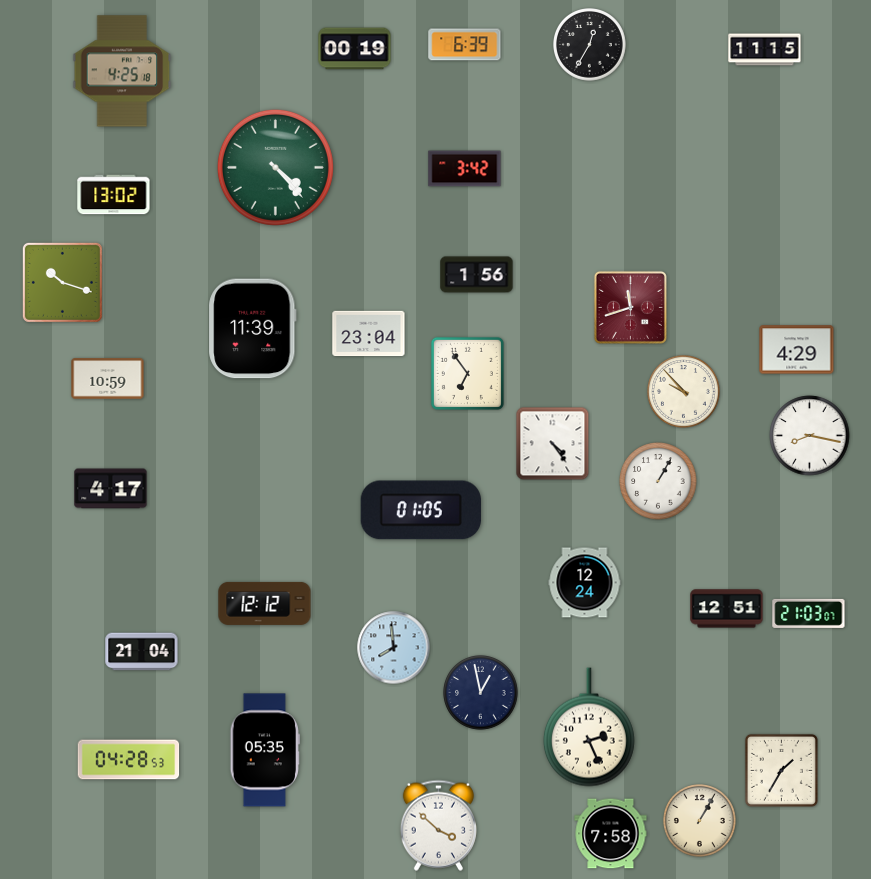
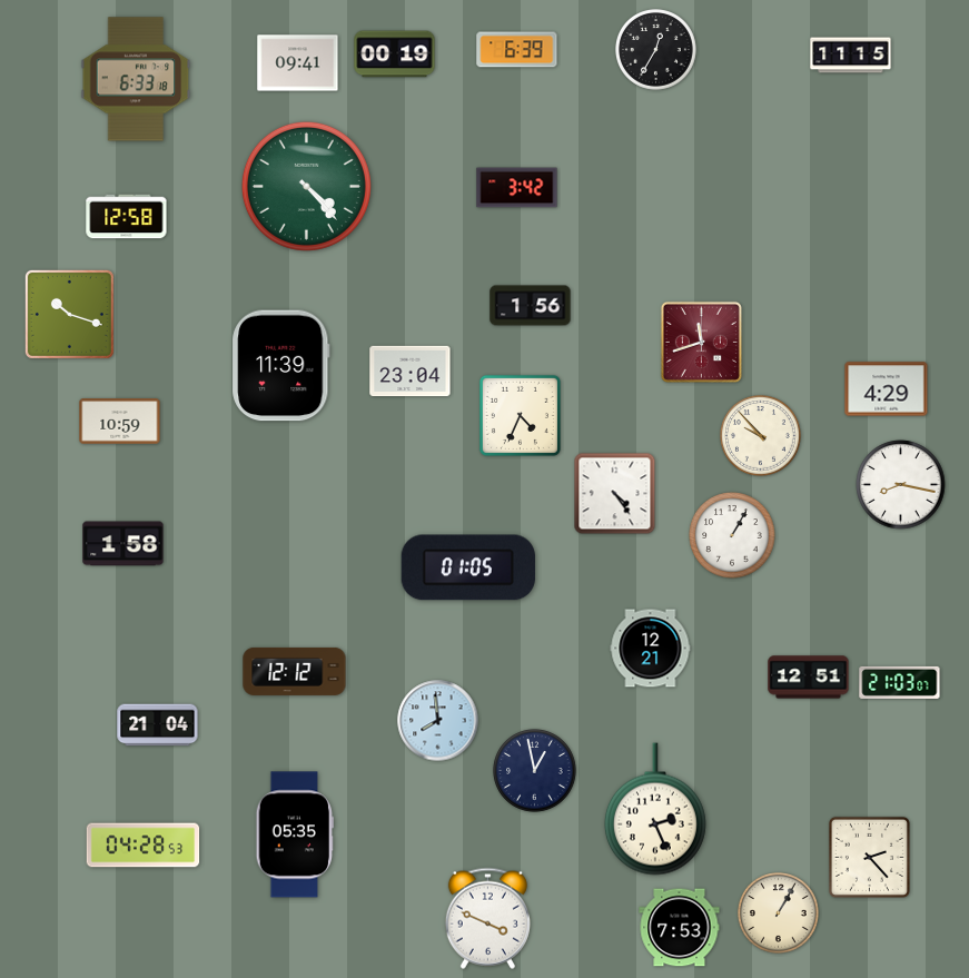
clock at (298, 63): none -> 09:41
clock at (122, 71): 4:25 -> 6:33
clock at (114, 195): 13:02 -> 12:58
clock at (467, 373): 6:54 -> 4:34
clock at (111, 489): 4:17 -> 1:58
clock at (585, 583): 12:24 -> 12:21
clock at (781, 770): 1:35 -> 2:23
clock at (438, 825): 3:52 -> 3:49
clock at (611, 834): 7:58 -> 7:53
